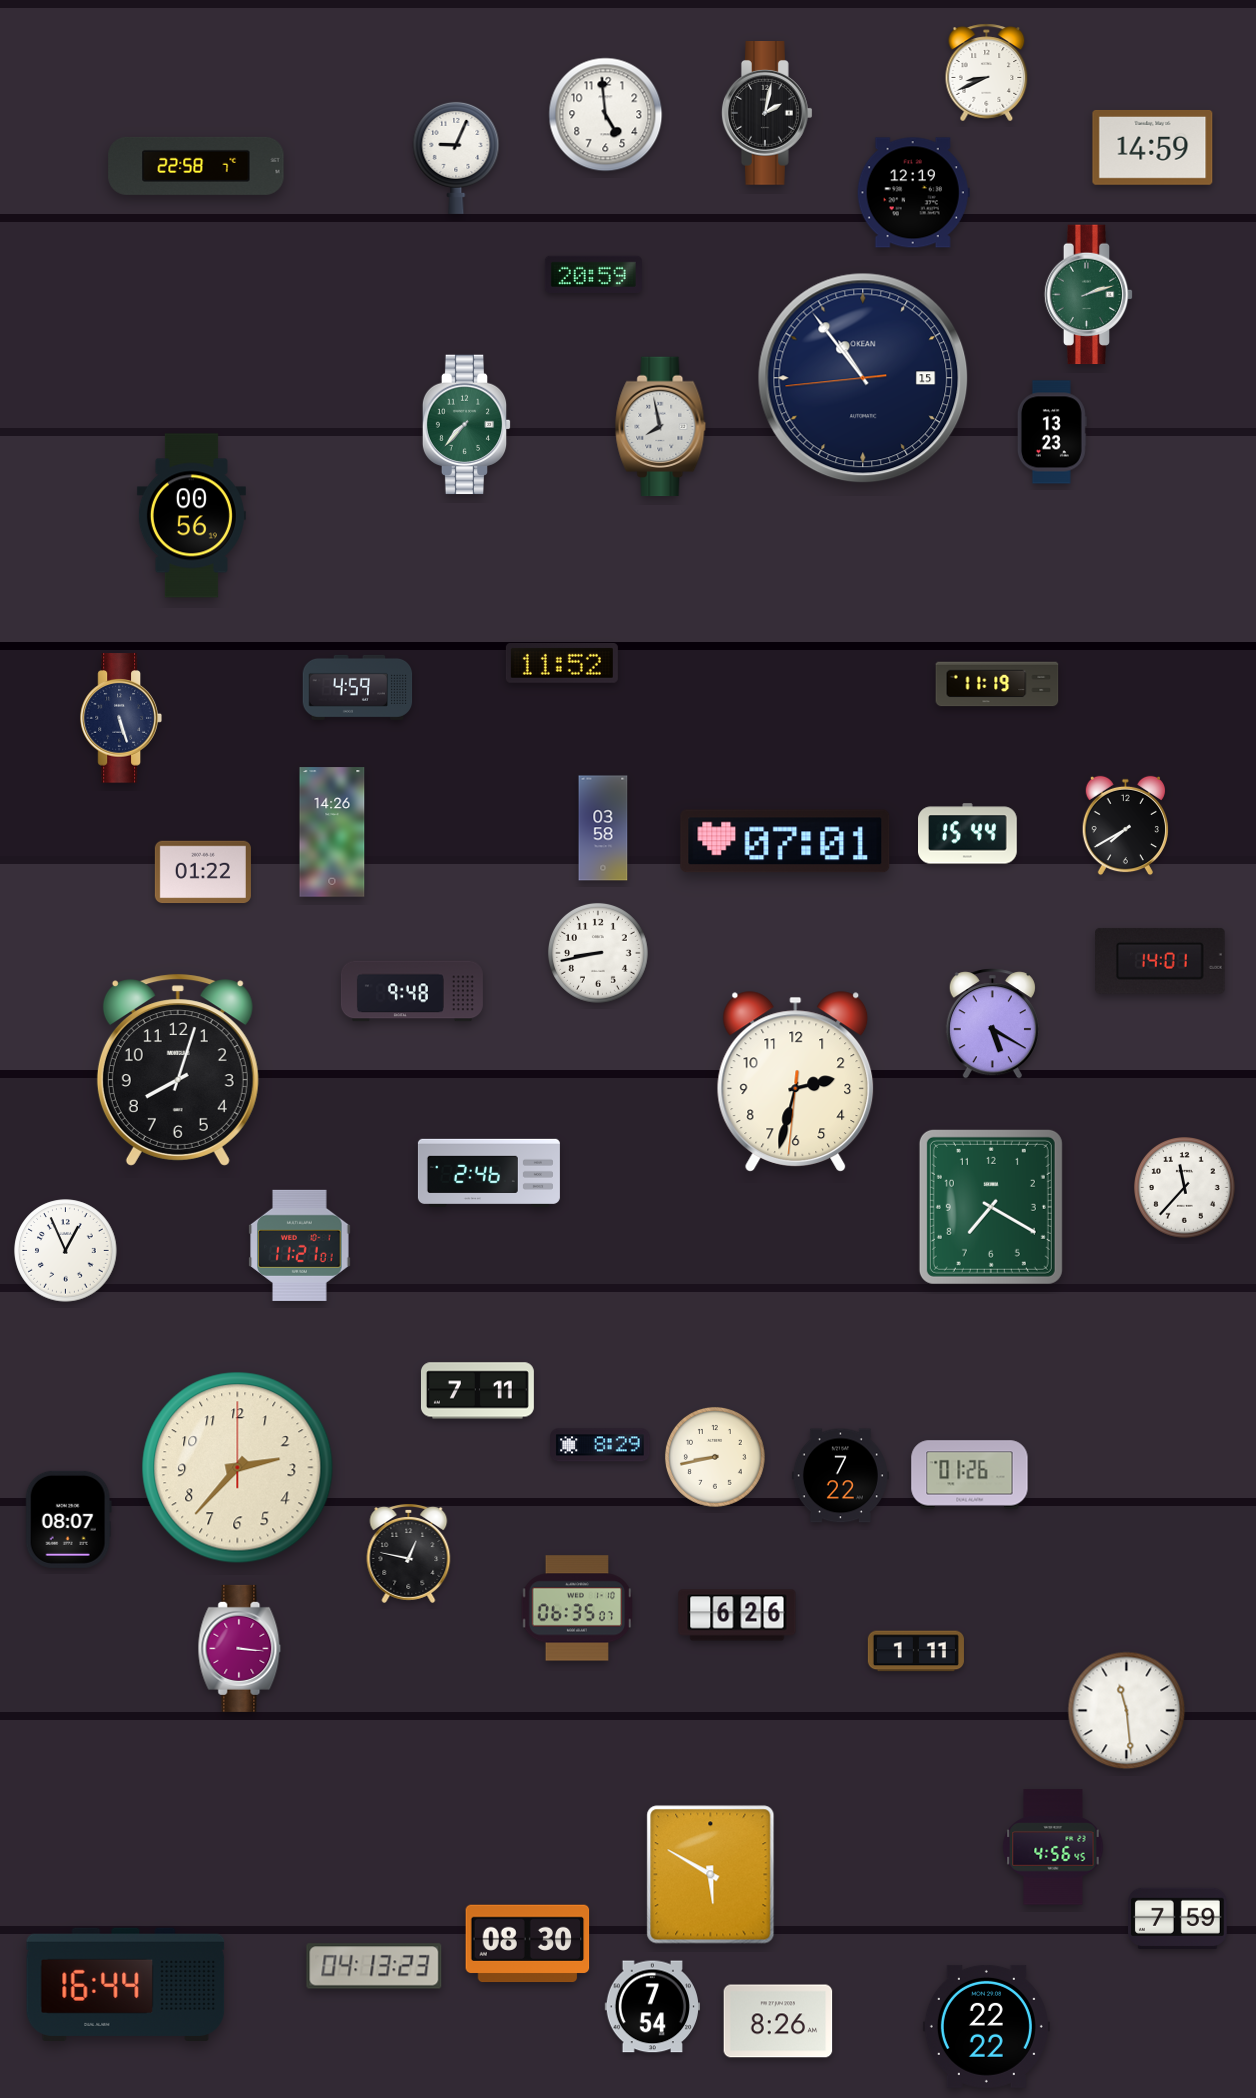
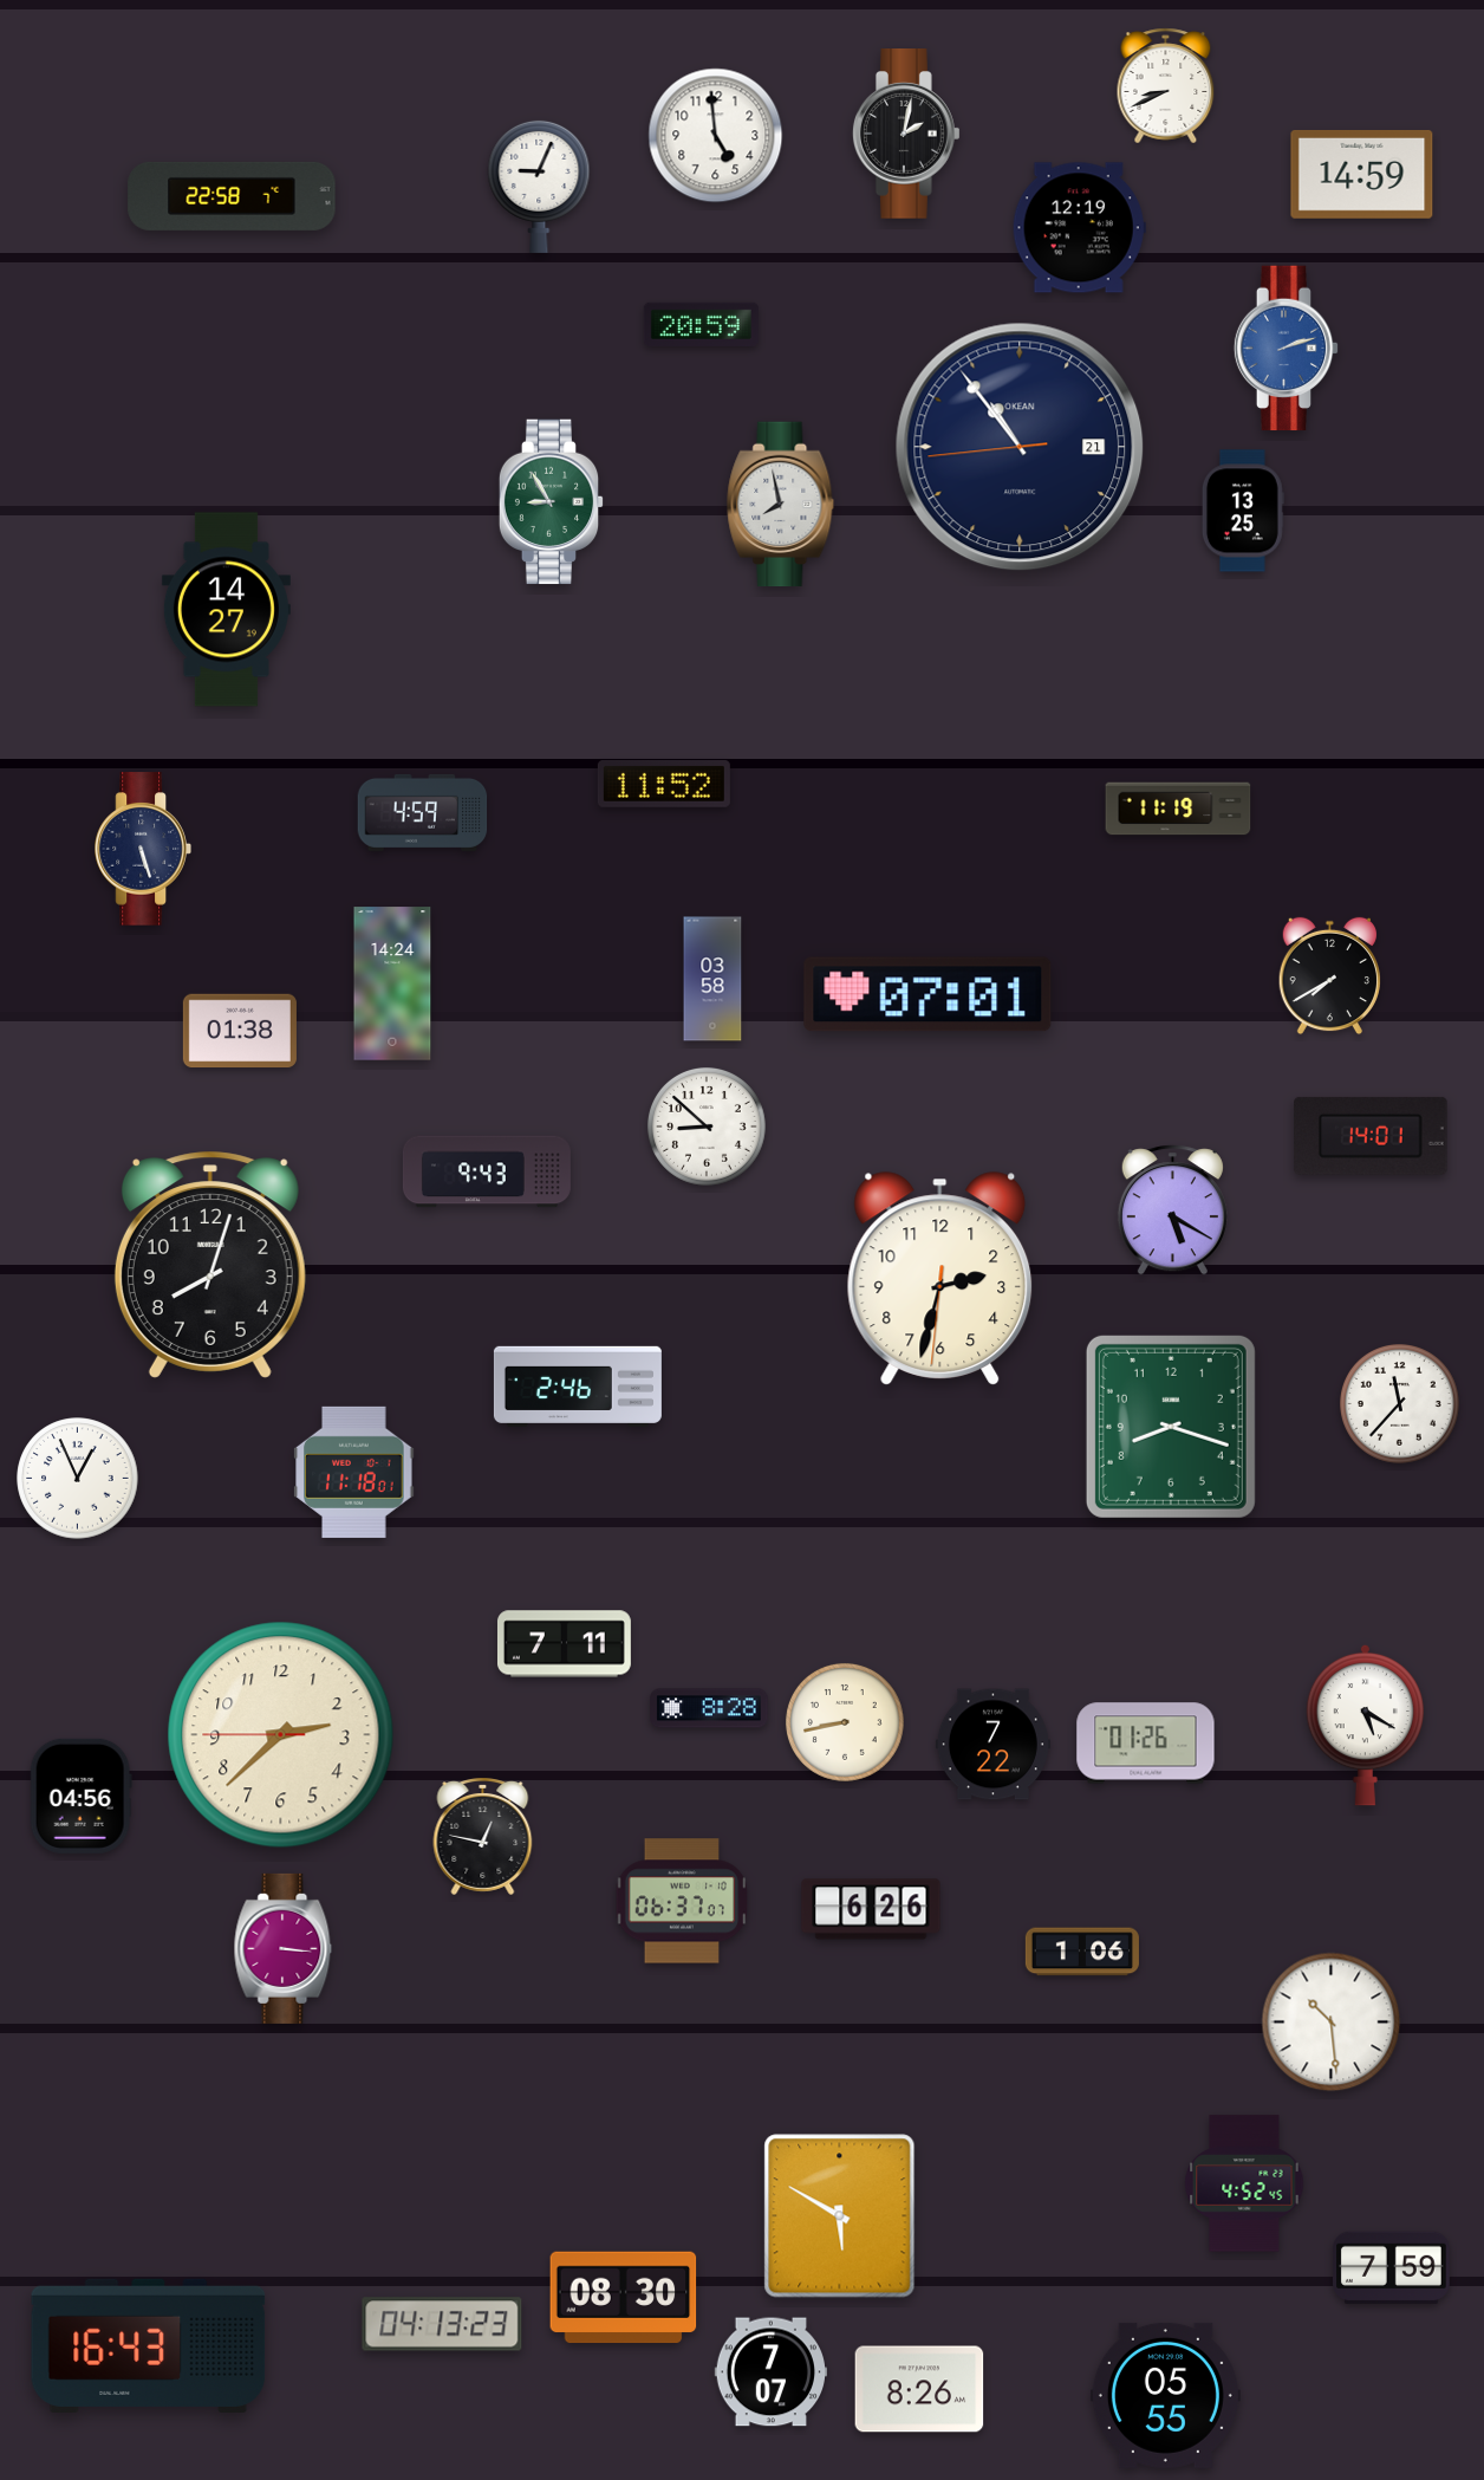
clock at (1089, 295) dial: green -> blue
clock at (863, 378) date: 15 -> 21
clock at (467, 425): 7:37 -> 8:55
clock at (1052, 432): 13:23 -> 13:25
clock at (191, 516): 00:56 -> 14:27
clock at (332, 832): 14:26 -> 14:24
clock at (968, 834): 15:44 -> none
clock at (203, 872): 01:22 -> 01:38
clock at (598, 953): 8:43 -> 8:52
clock at (412, 991): 9:48 -> 9:43
clock at (991, 1207): 7:20 -> 8:18
clock at (300, 1245): 11:21 -> 11:18
clock at (600, 1445): 8:29 -> 8:28
clock at (1366, 1725): none -> 5:20
clock at (238, 1468): 2:37:00 -> 2:37:45
clock at (68, 1519): 08:07 -> 04:56
clock at (577, 1608): 06:35 -> 06:37
clock at (916, 1651): 1:11 -> 1:06
clock at (1127, 1711): 11:29 -> 10:29
clock at (1053, 1847): 4:56 -> 4:52
clock at (126, 1984): 16:44 -> 16:43
clock at (652, 2007): 7:54 -> 7:07
clock at (986, 2026): 22:22 -> 05:55
